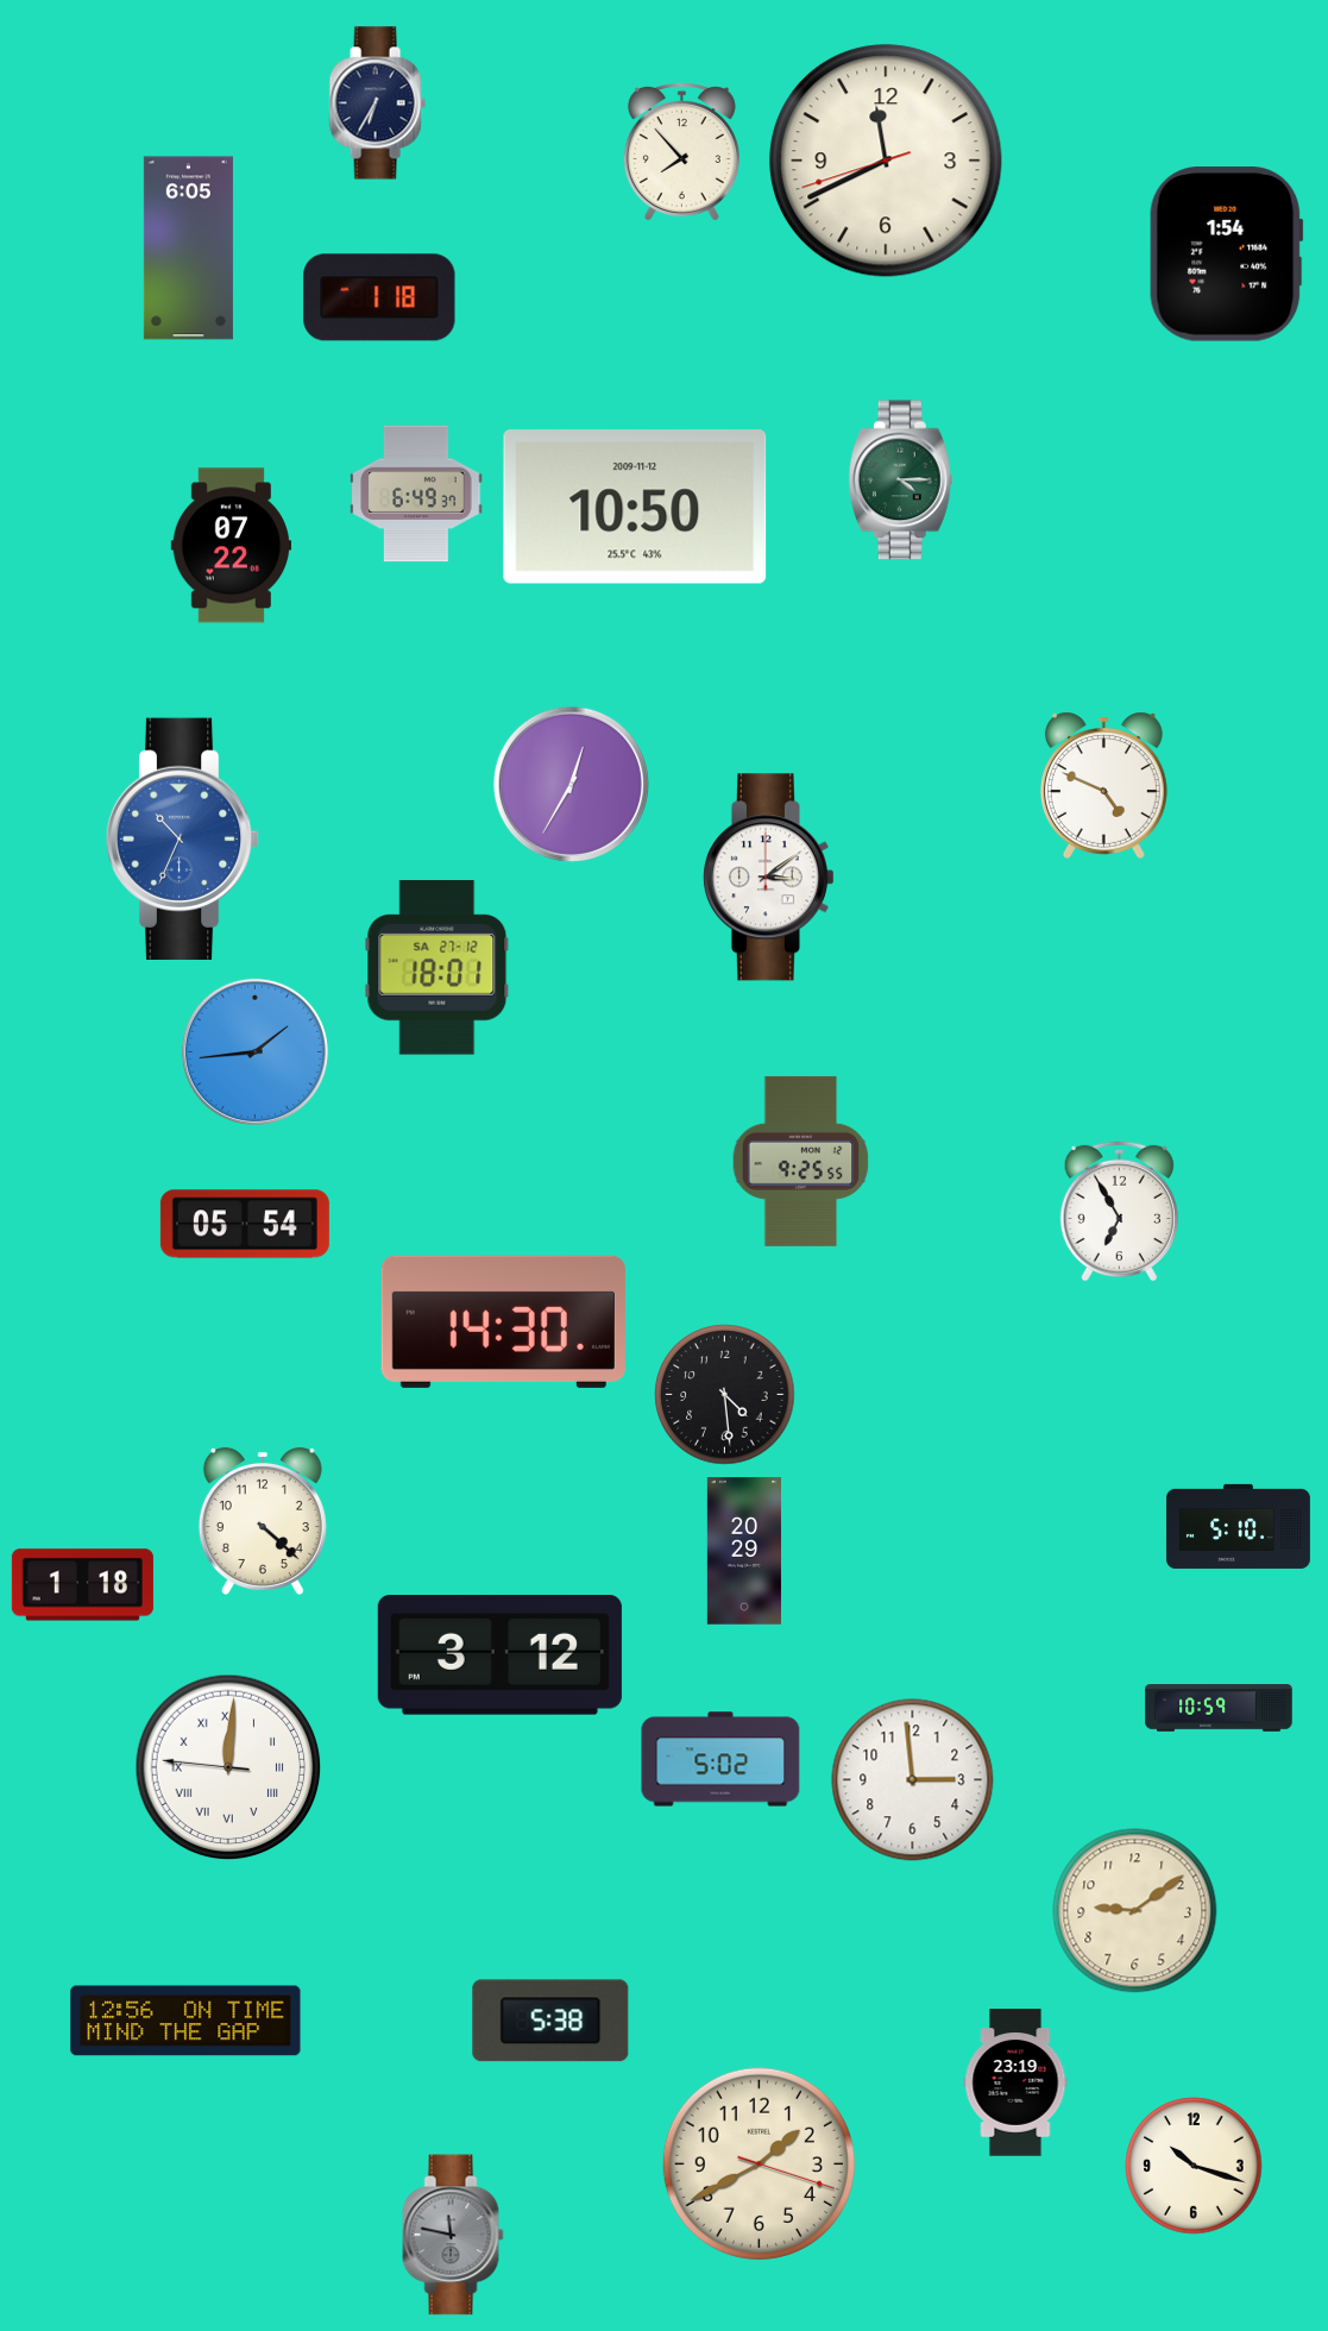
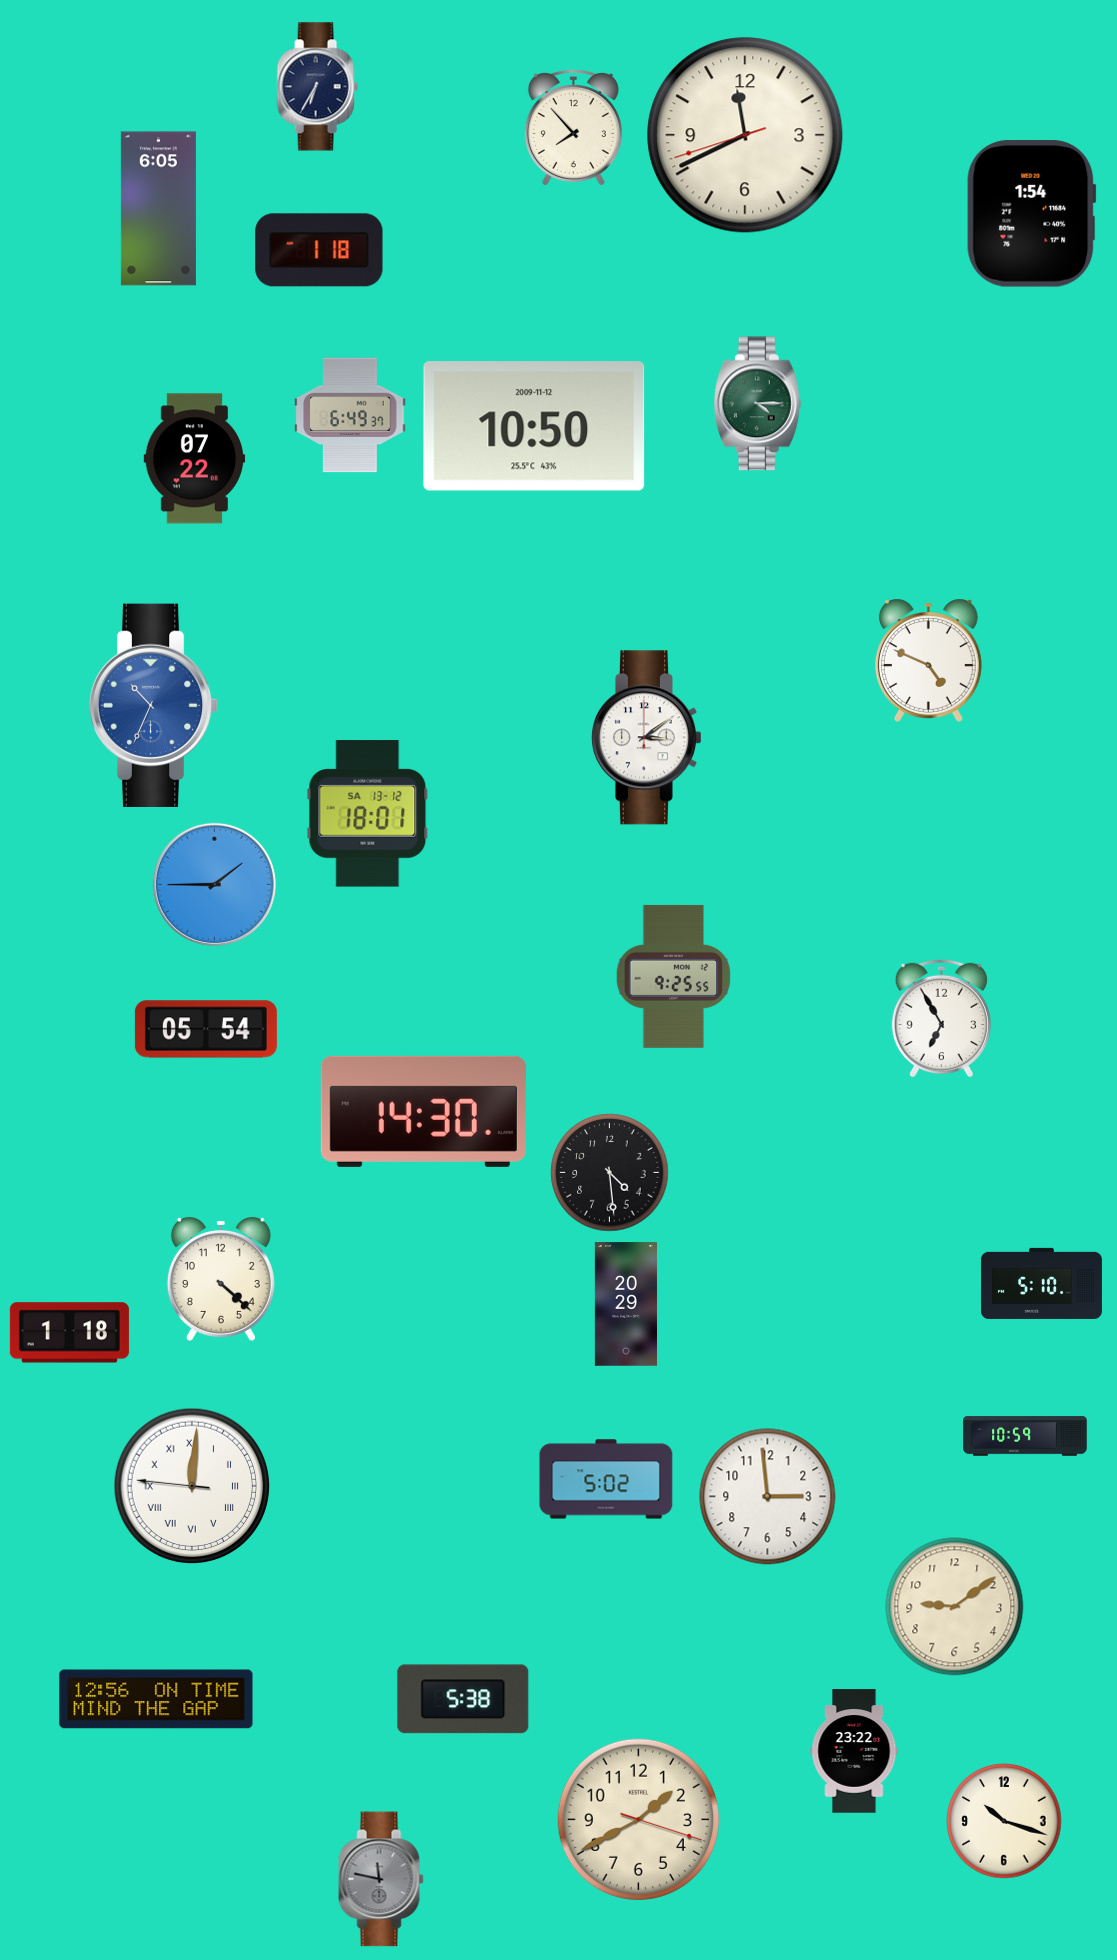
clock at (571, 784): 12:35 -> none
clock at (438, 968) date: SA 27-12 -> SA 13-12
clock at (254, 1051): 1:44 -> 1:45
clock at (499, 1655): 3:12 -> none
clock at (1015, 2082): 23:19 -> 23:22
